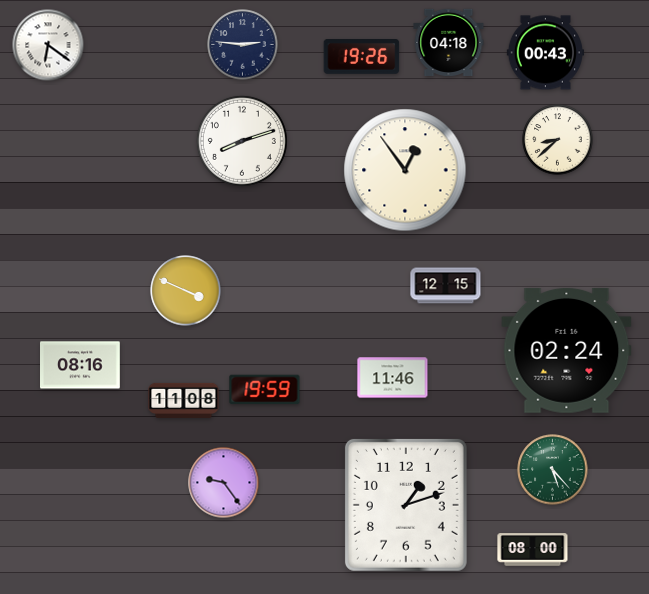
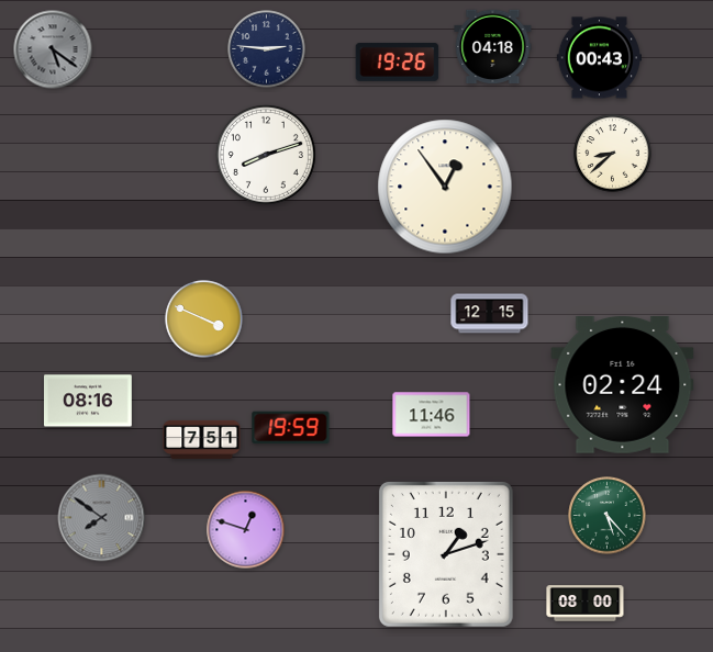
clock at (48, 45): 6:21 -> 5:21
clock at (48, 45) dial: white -> grey
clock at (184, 400): 11:08 -> 7:51
clock at (102, 518): none -> 7:51
clock at (224, 483): 9:24 -> 12:48
